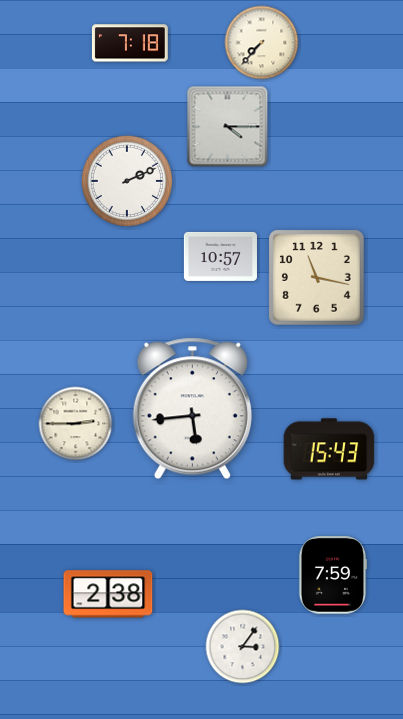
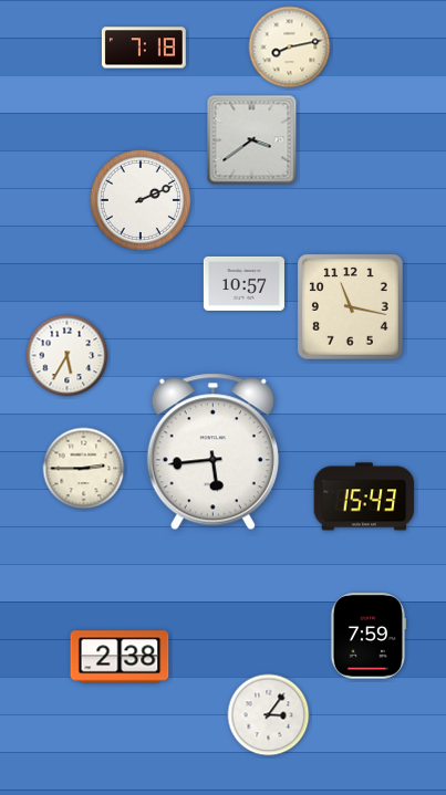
clock at (262, 43): 7:37 -> 8:13
clock at (228, 127): 4:15 -> 3:39
clock at (68, 356): none -> 5:35
